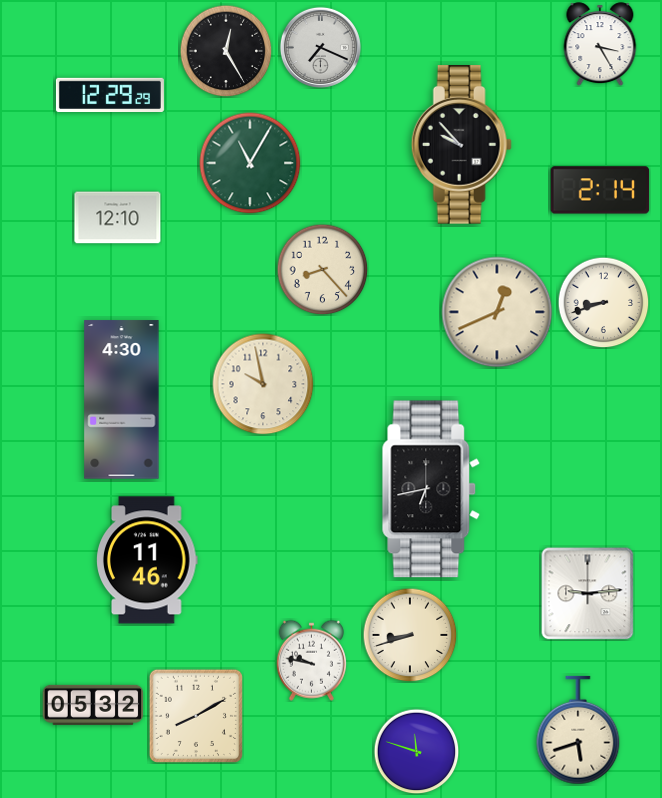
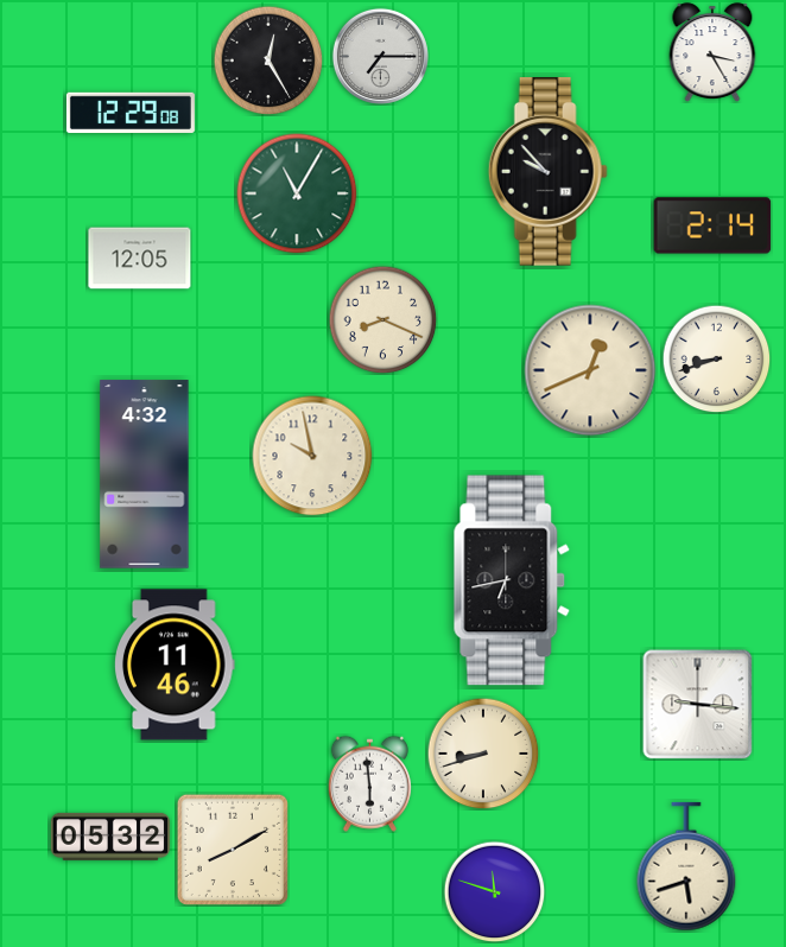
clock at (320, 47): 7:19 -> 7:15
clock at (110, 95): 12:29:29 -> 12:29:08
clock at (118, 218): 12:10 -> 12:05
clock at (322, 269): 8:23 -> 8:19
clock at (122, 400): 4:30 -> 4:32
clock at (587, 593): 9:14 -> 9:16
clock at (410, 635) position: (410, 635) -> (483, 754)
clock at (311, 660): 9:47 -> 5:59
